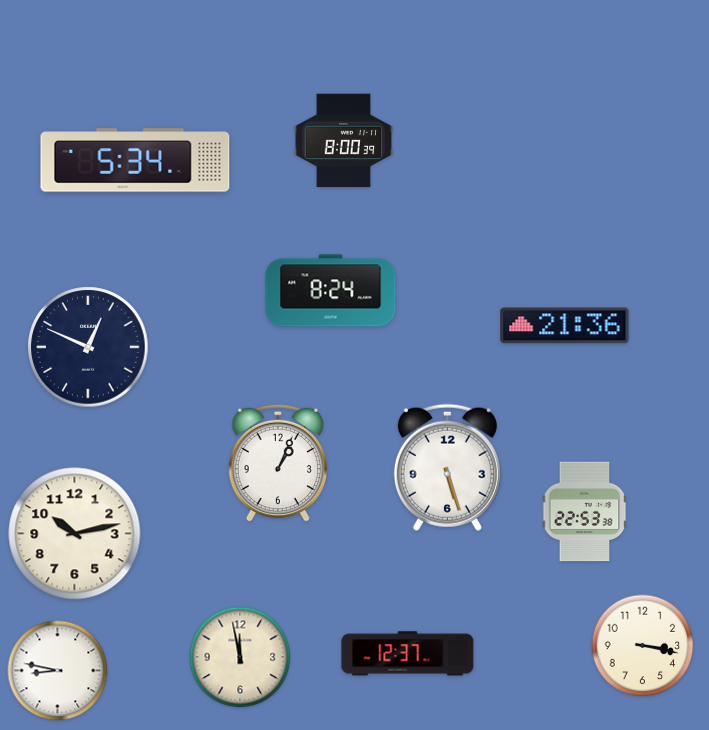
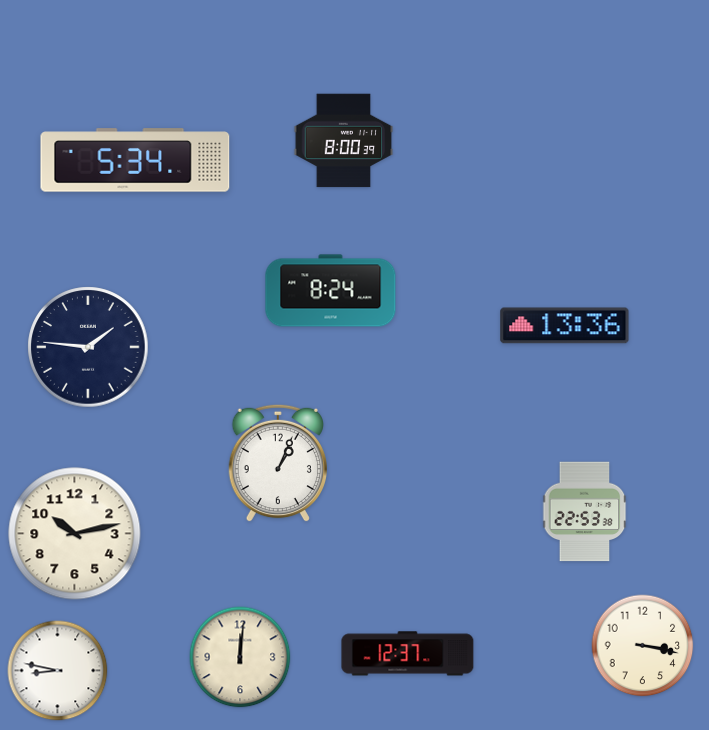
clock at (565, 326): 21:36 -> 13:36
clock at (88, 347): 12:49 -> 1:46
clock at (447, 467): 5:27 -> none
clock at (240, 657): 11:58 -> 12:01
